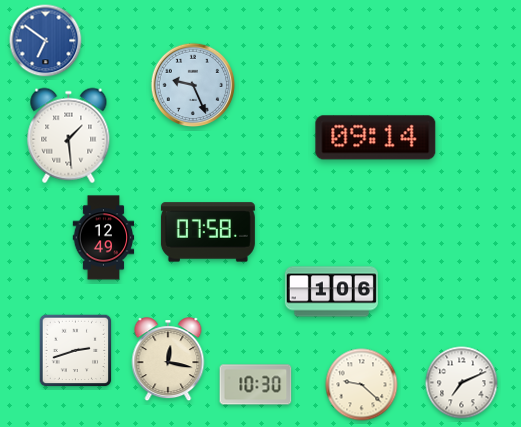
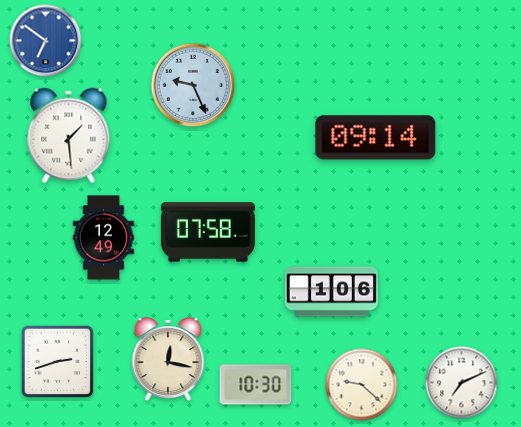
clock at (76, 351) position: (76, 351) -> (58, 362)
